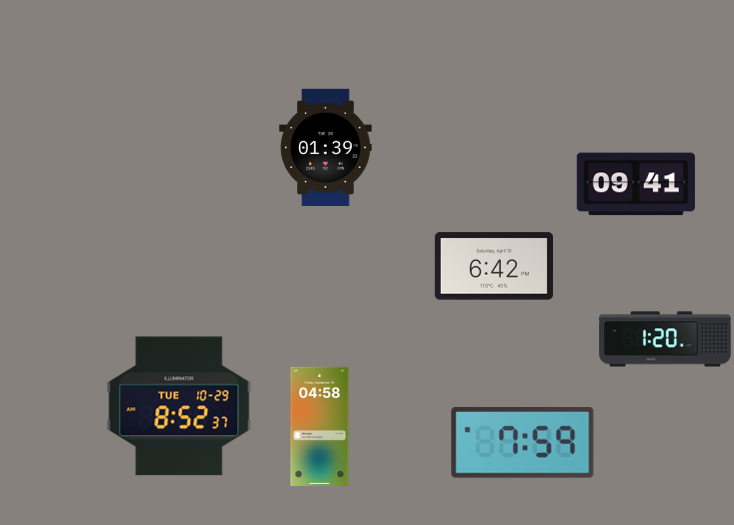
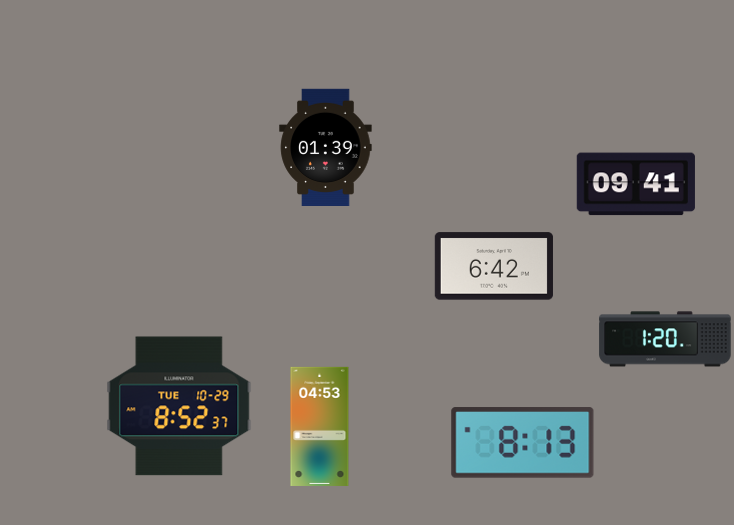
clock at (320, 426): 04:58 -> 04:53
clock at (523, 443): 7:59 -> 8:13
